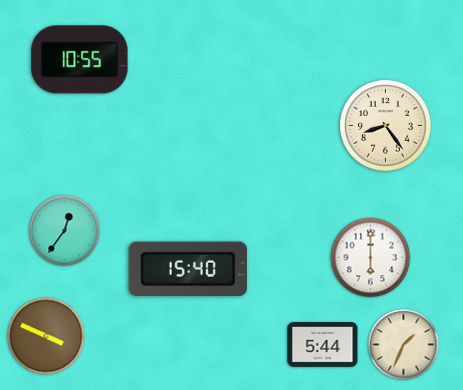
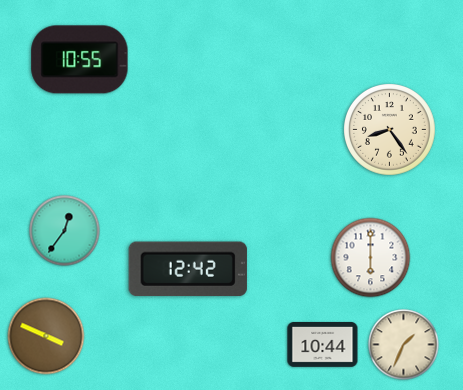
clock at (386, 126) position: (386, 126) -> (390, 130)
clock at (188, 269): 15:40 -> 12:42
clock at (323, 345): 5:44 -> 10:44
